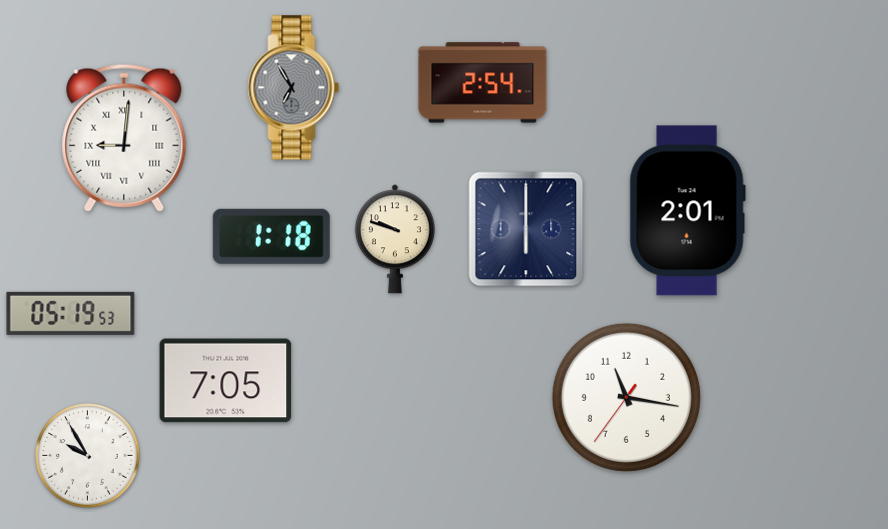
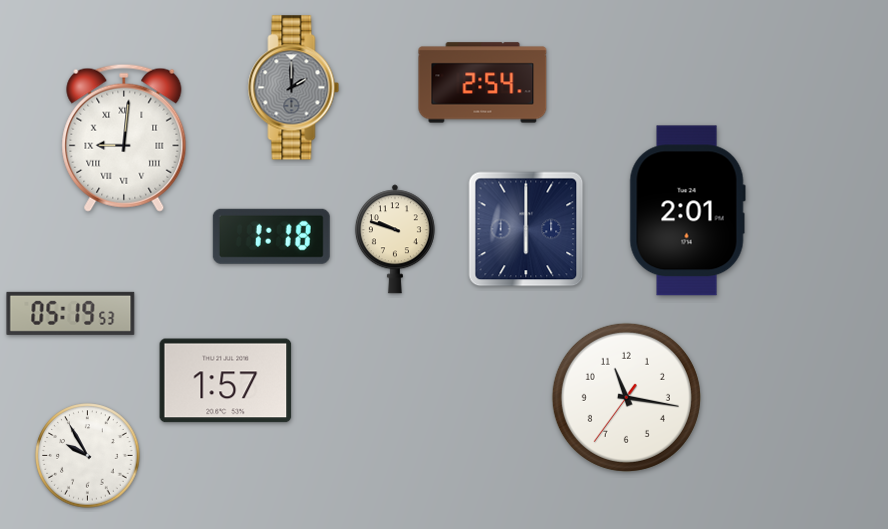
clock at (294, 88): 6:55 -> 2:00
clock at (226, 381): 7:05 -> 1:57
